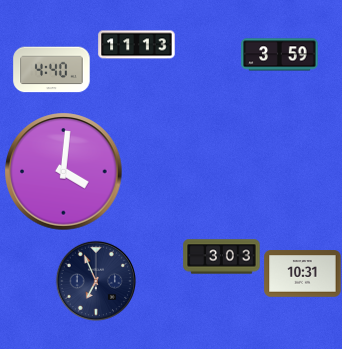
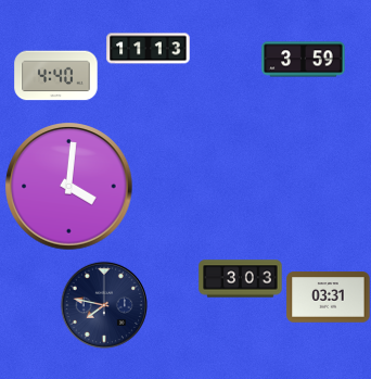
clock at (303, 274): 10:31 -> 03:31
clock at (95, 280): 6:56 -> 7:47
